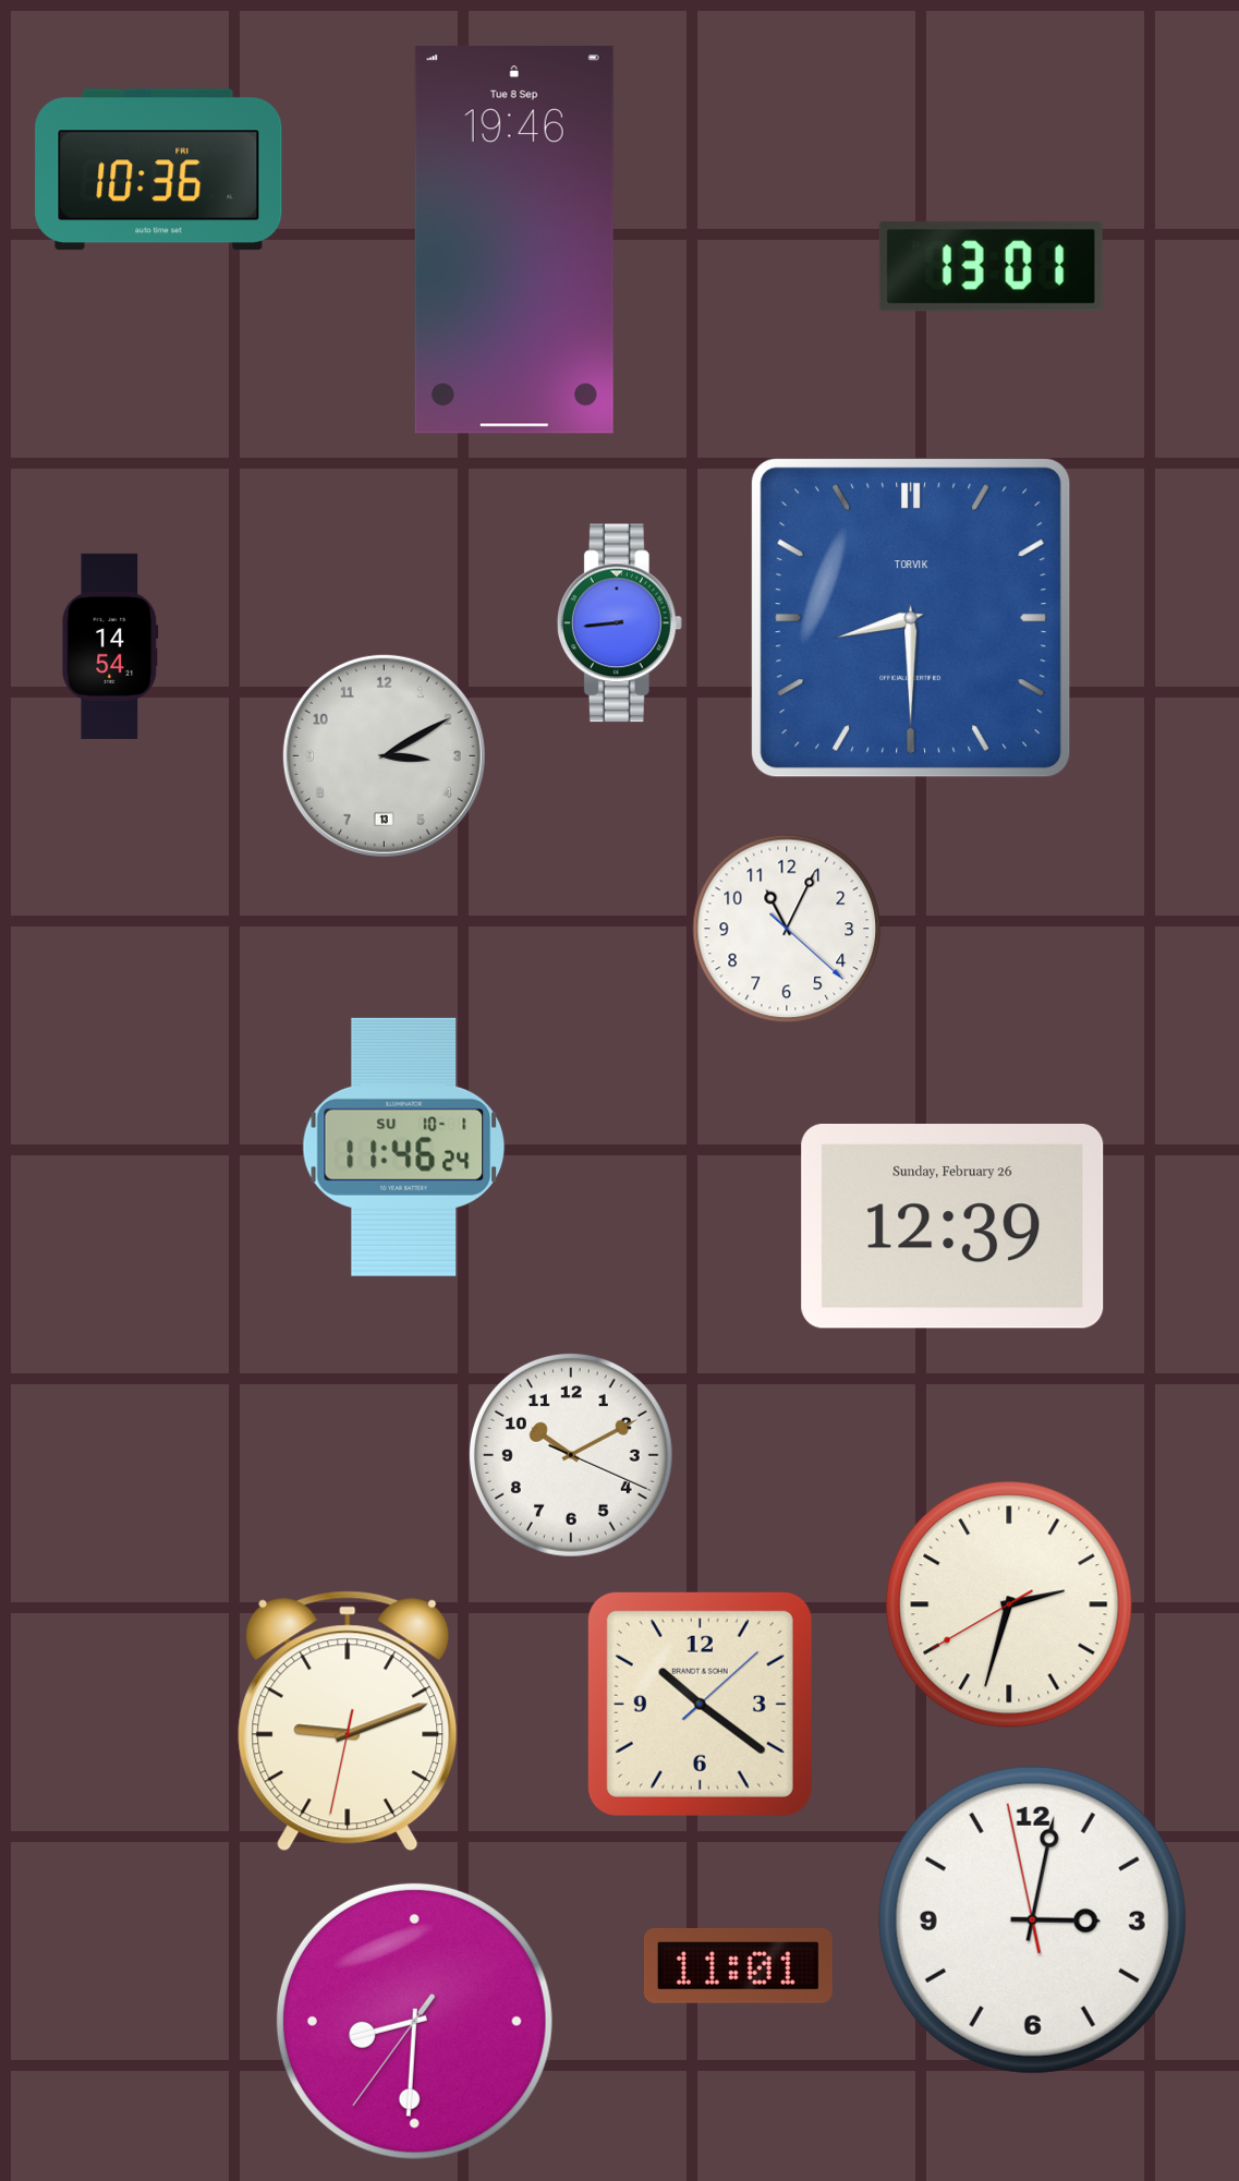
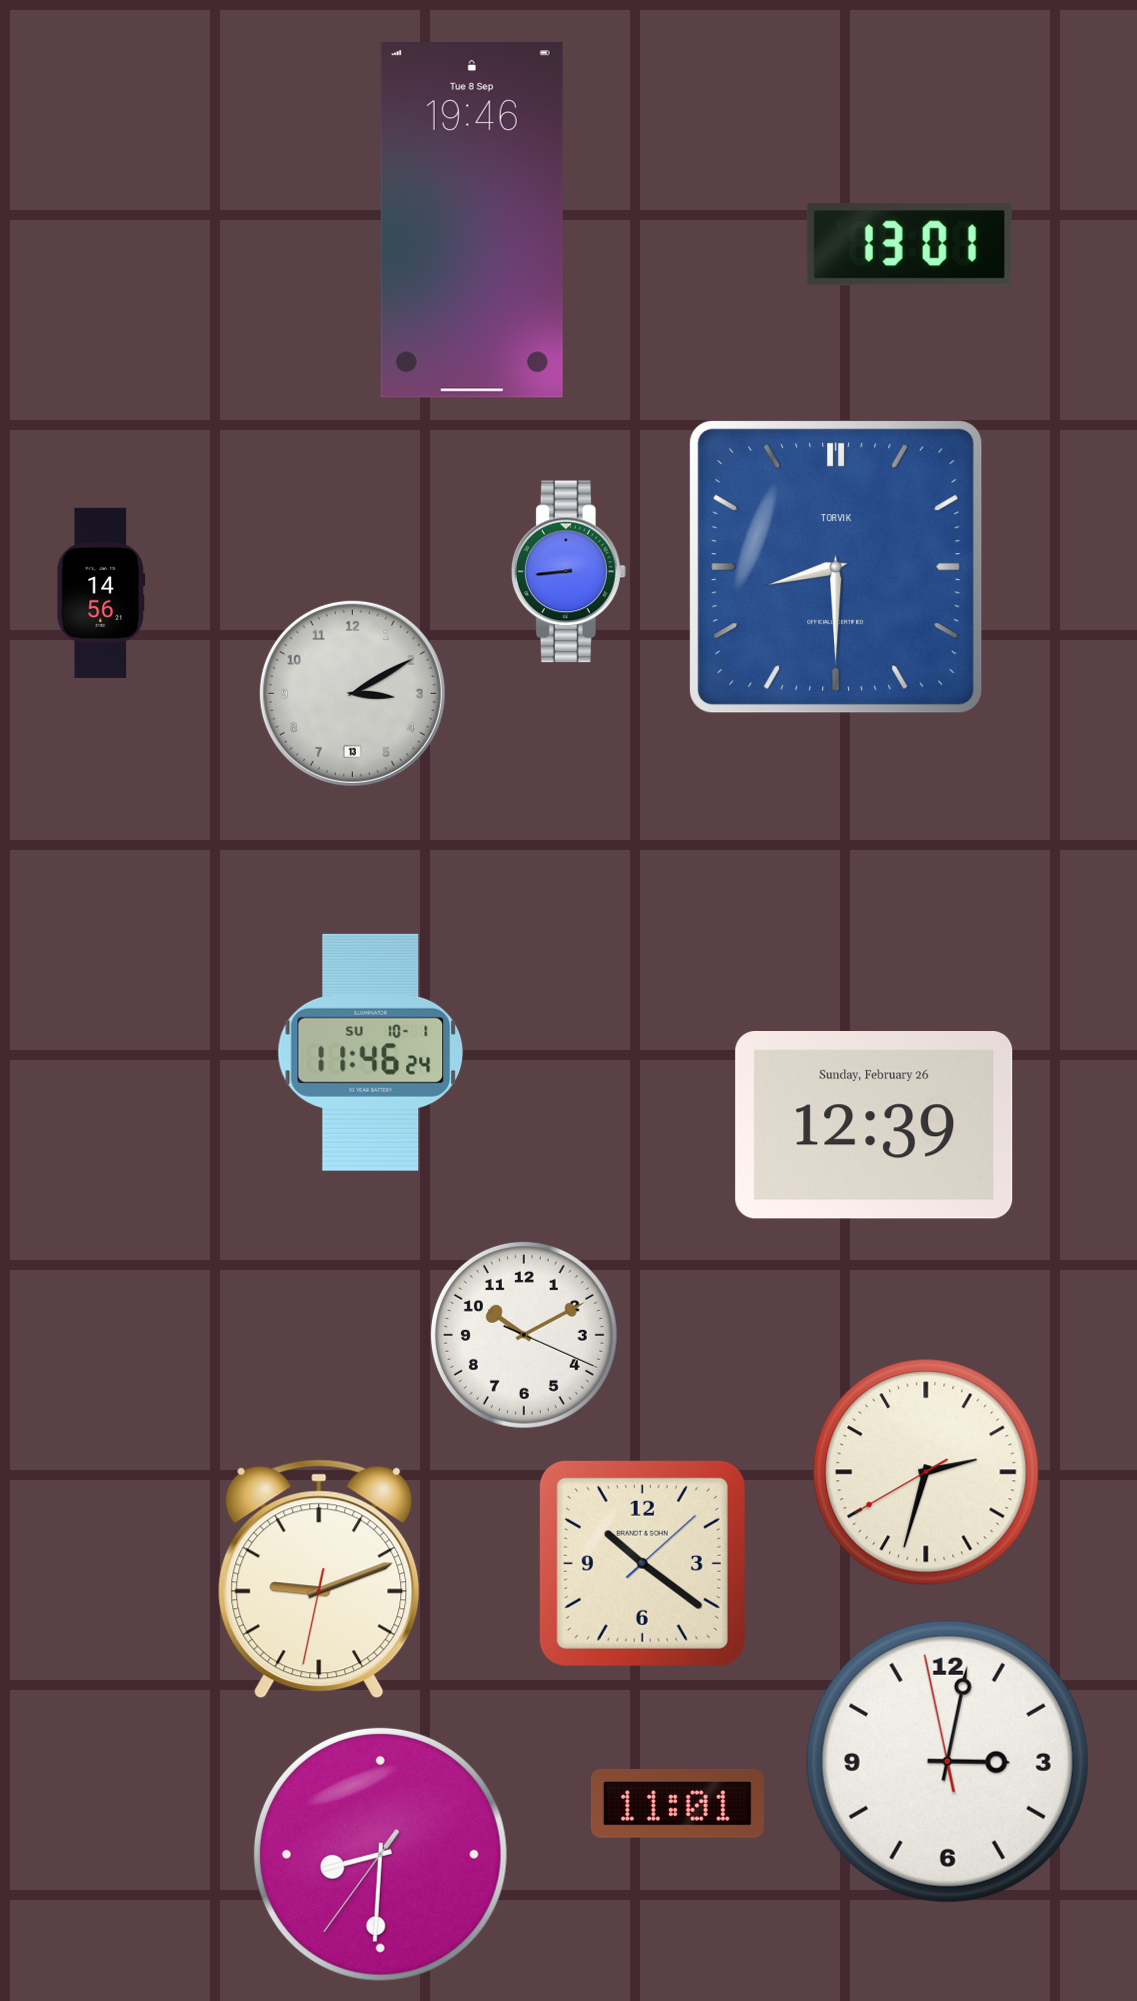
clock at (159, 170): 10:36 -> none
clock at (110, 646): 14:54 -> 14:56
clock at (787, 929): 11:04 -> none
